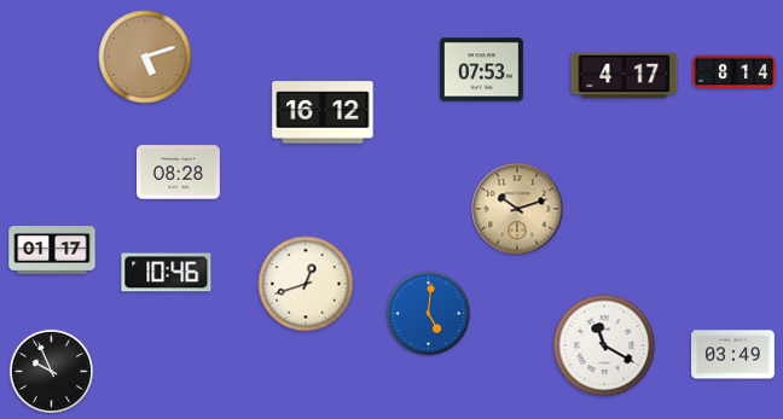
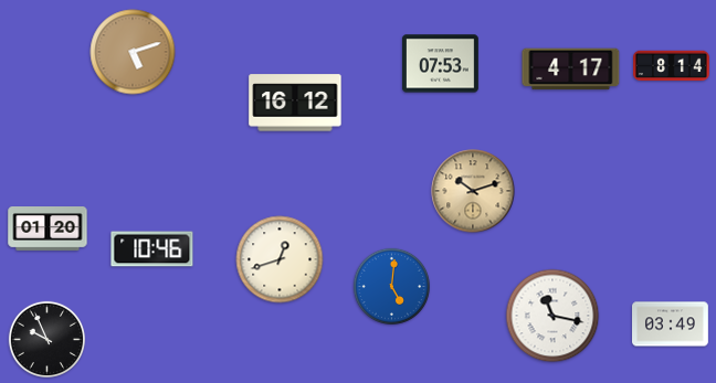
clock at (179, 173): 08:28 -> none
clock at (52, 251): 01:17 -> 01:20
clock at (604, 345): 11:20 -> 11:17
